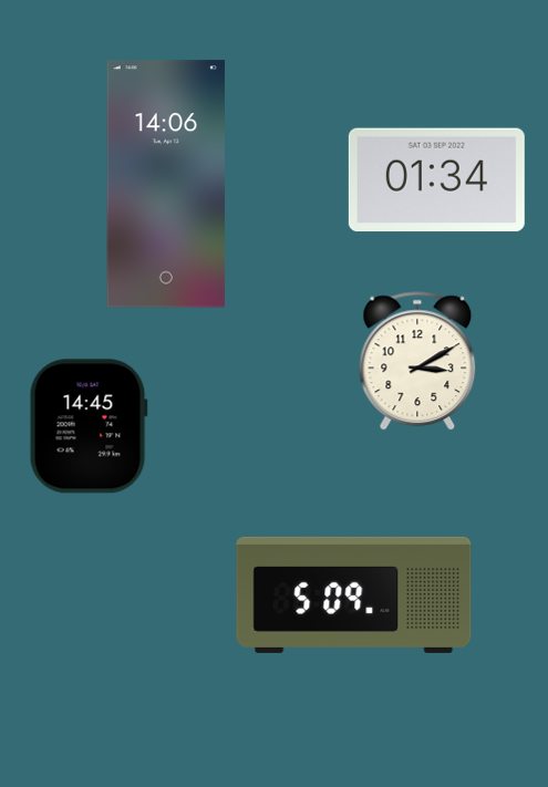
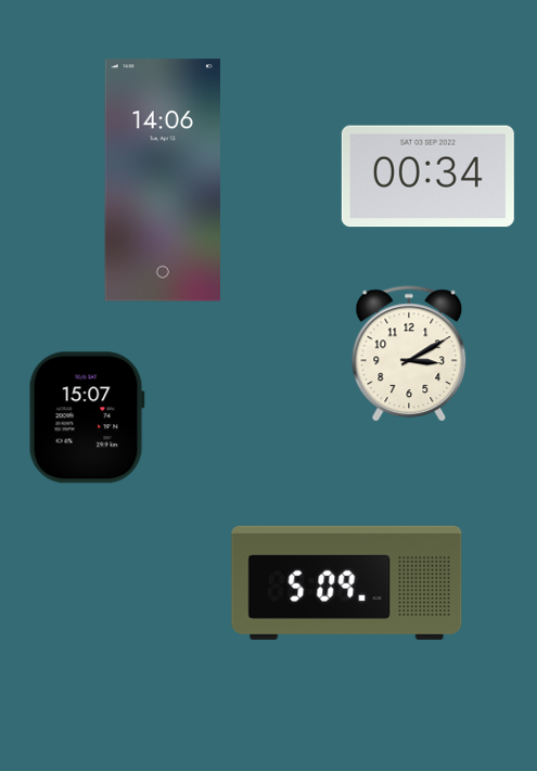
clock at (436, 180): 01:34 -> 00:34
clock at (89, 426): 14:45 -> 15:07
